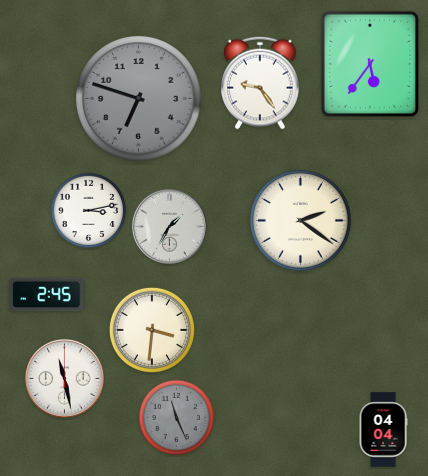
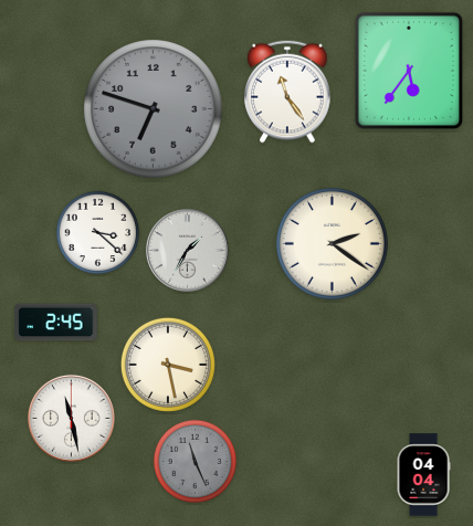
clock at (260, 83): 9:24 -> 11:24
clock at (89, 211): 3:13 -> 3:22
clock at (47, 295) position: (47, 295) -> (56, 323)
clock at (152, 330): 3:31 -> 3:28
